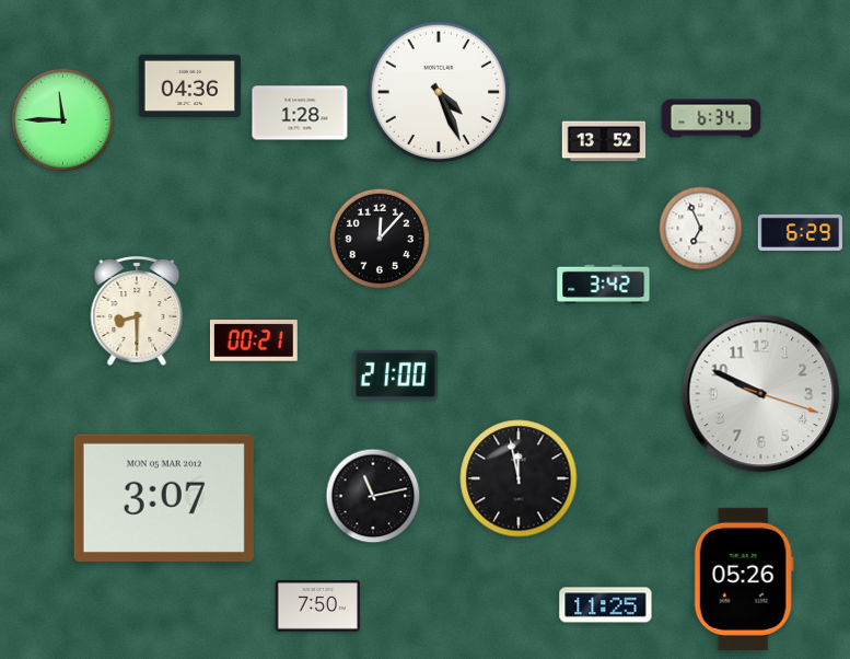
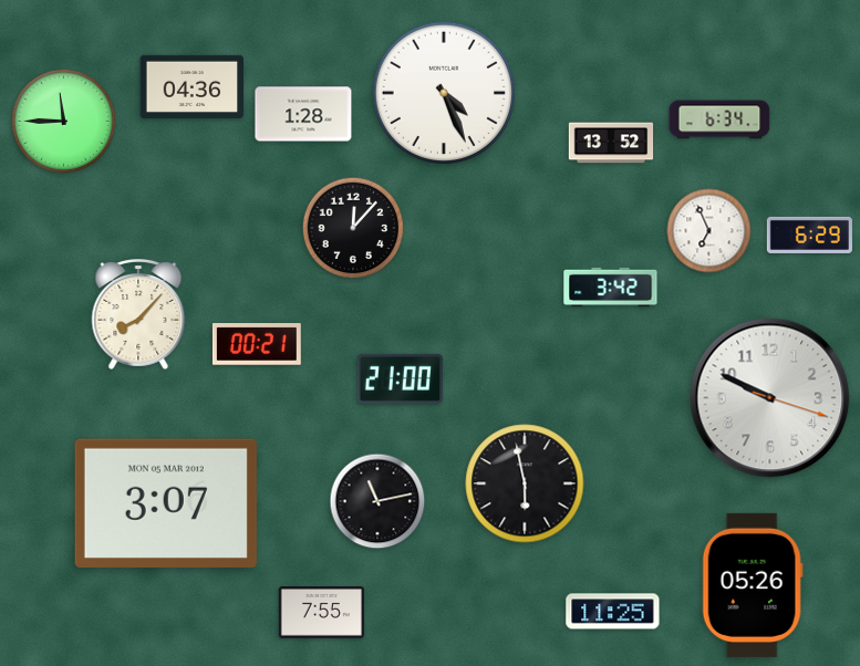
clock at (379, 238) position: (379, 238) -> (352, 227)
clock at (137, 311): 8:30 -> 8:07
clock at (519, 478): 11:58 -> 5:58
clock at (317, 606): 7:50 -> 7:55
